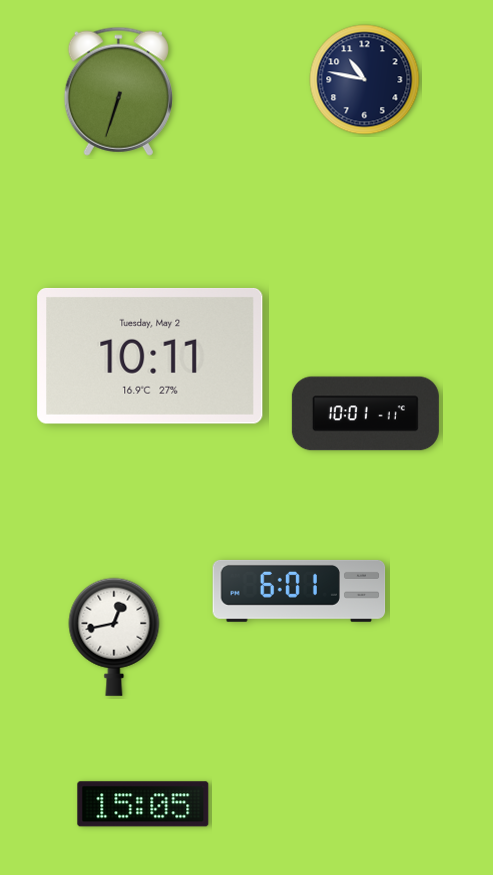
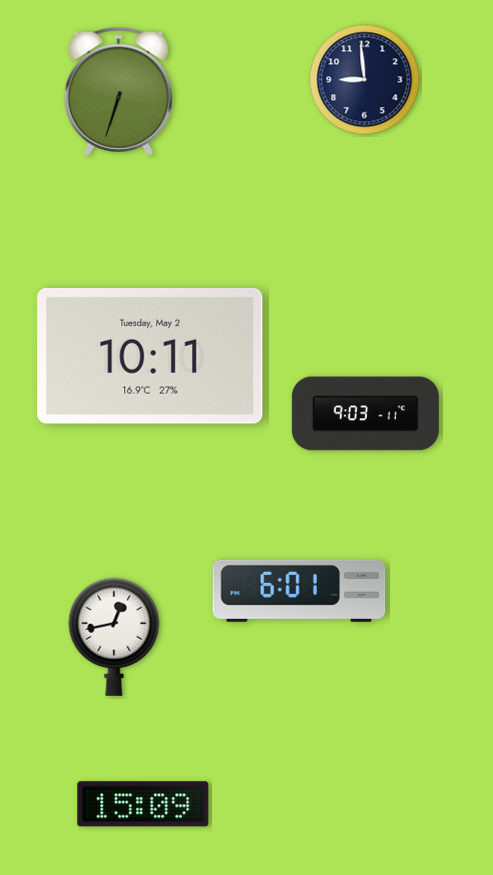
clock at (365, 80): 10:47 -> 8:59
clock at (365, 414): 10:01 -> 9:03
clock at (143, 804): 15:05 -> 15:09
